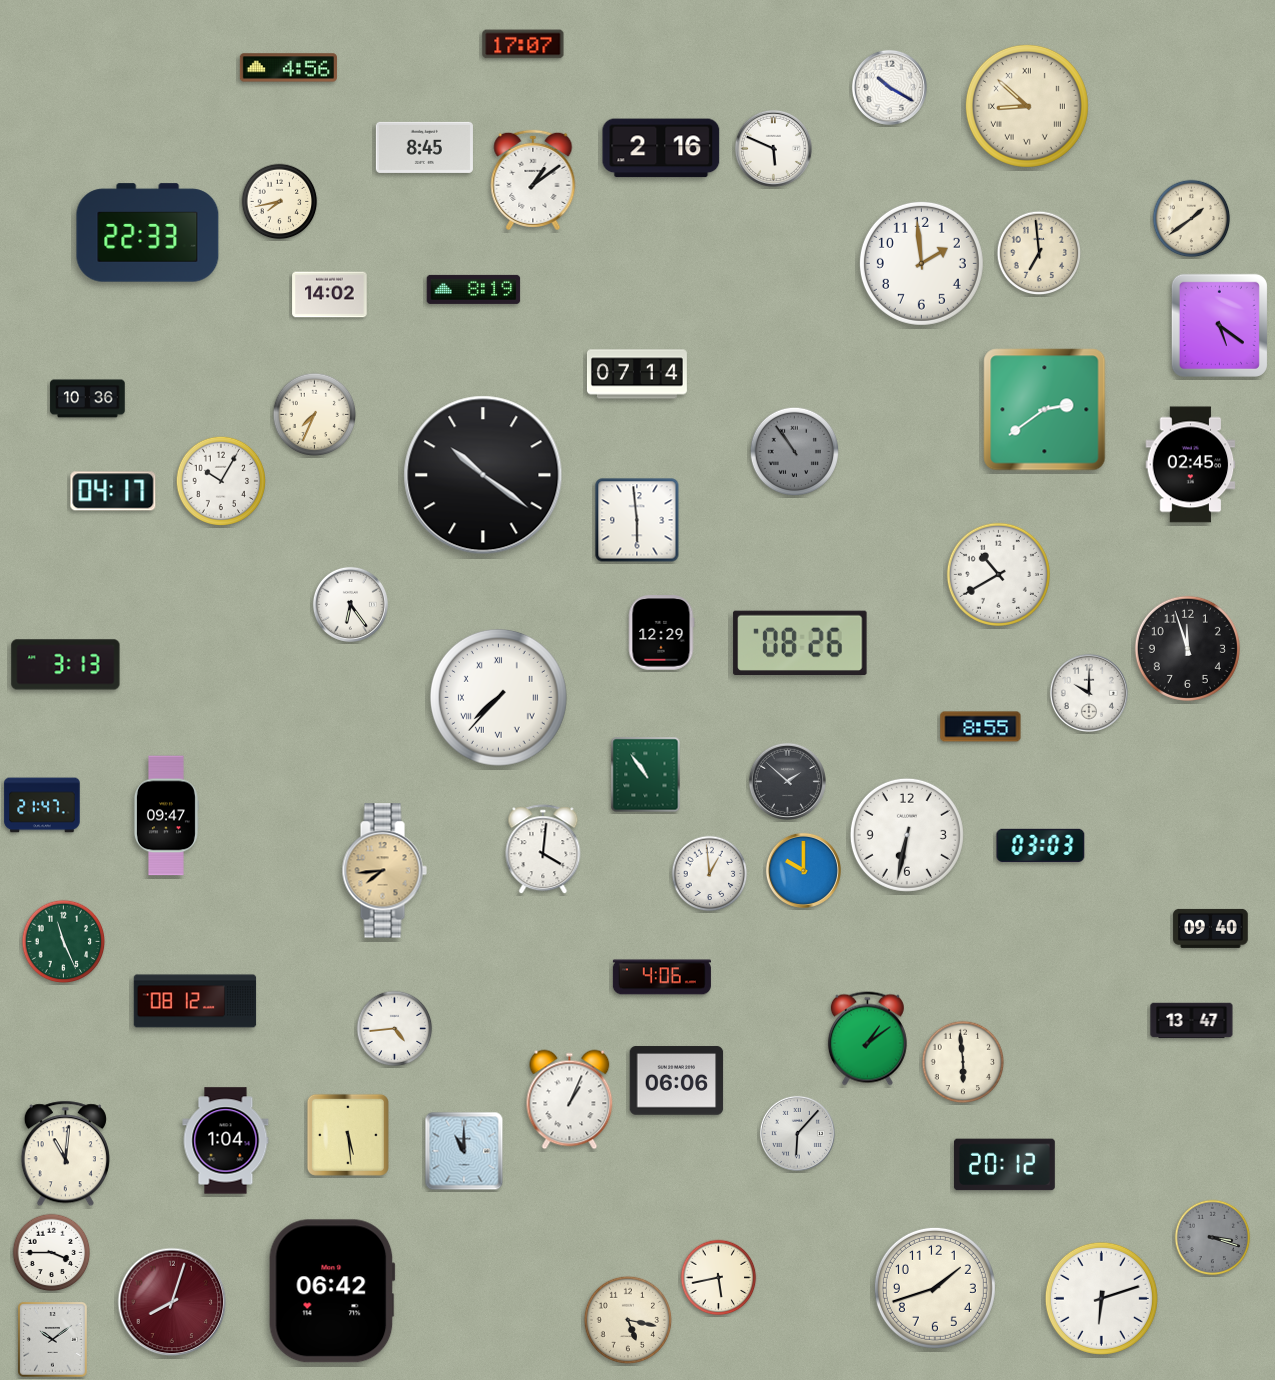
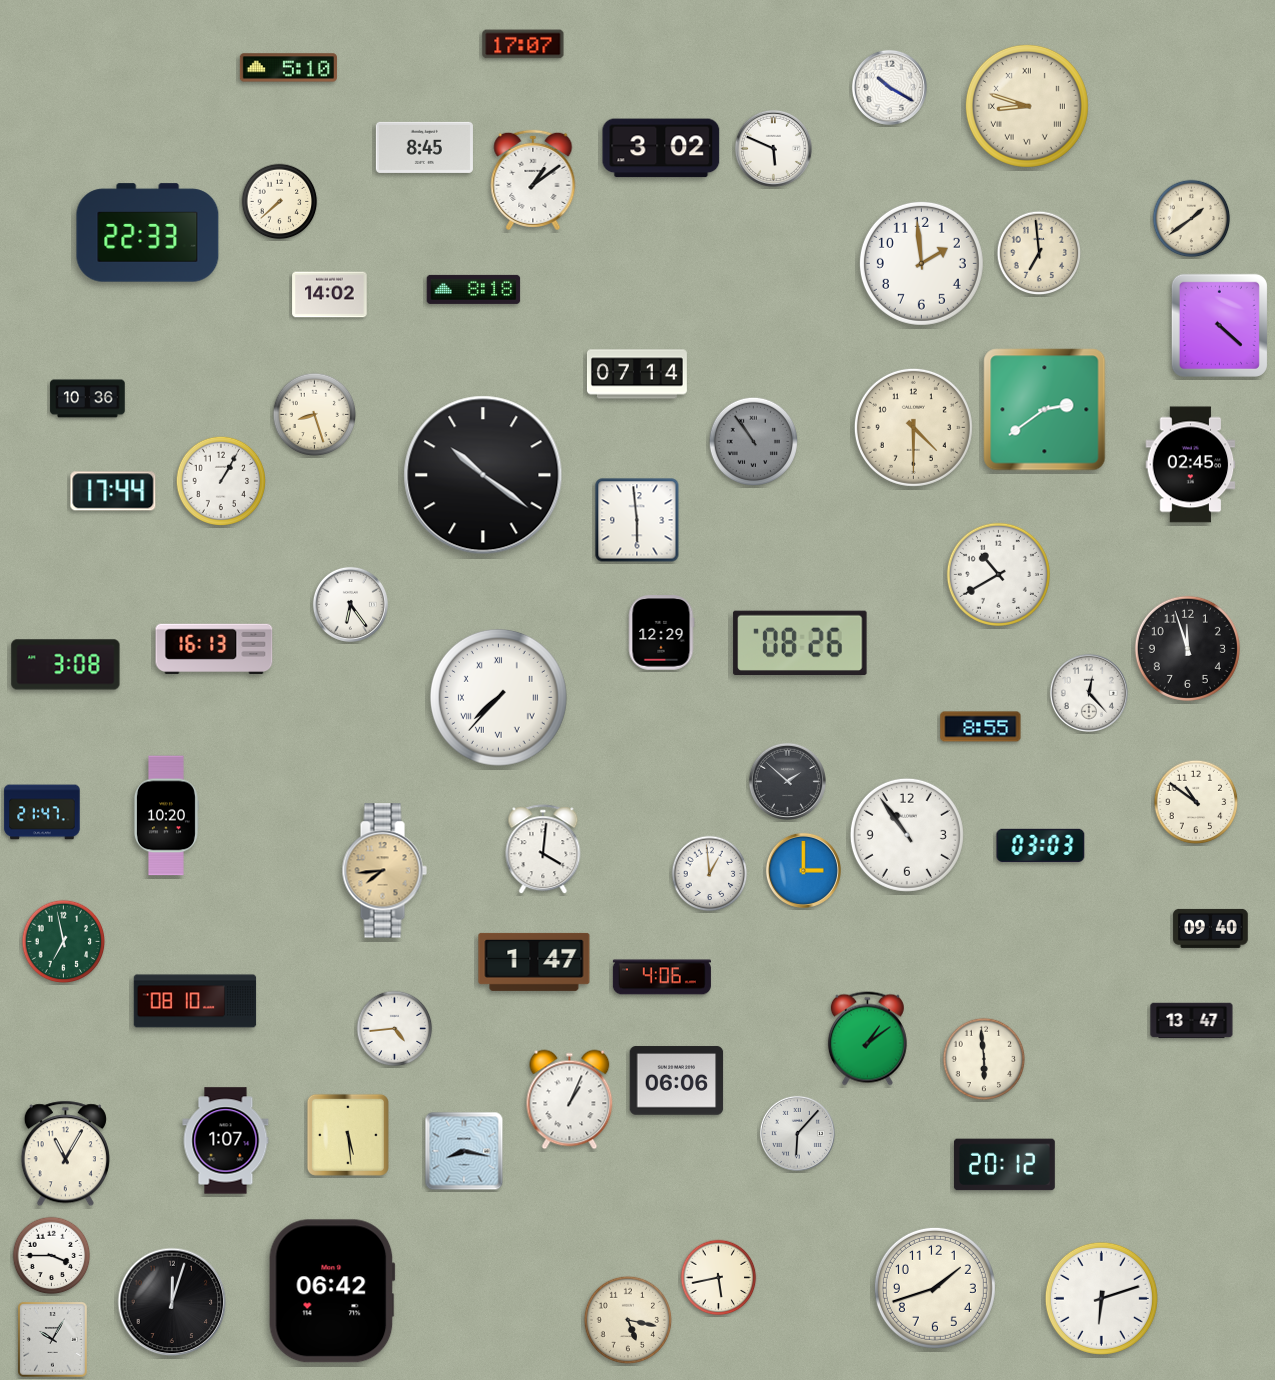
clock at (288, 68): 4:56 -> 5:10
clock at (1027, 106): 8:52 -> 8:48
clock at (661, 148): 2:16 -> 3:02
clock at (280, 202): 7:43 -> 7:38
clock at (474, 289): 8:19 -> 8:18
clock at (1219, 325): 5:21 -> 4:22
clock at (315, 415): 7:34 -> 8:27
clock at (913, 427): none -> 4:30
clock at (795, 452) position: (795, 452) -> (754, 442)
clock at (220, 480): 10:05 -> 1:05
clock at (113, 491): 04:17 -> 17:44
clock at (214, 649): none -> 16:13
clock at (66, 665): 3:13 -> 3:08
clock at (1089, 693): 10:00 -> 12:23
clock at (646, 775): 10:54 -> none
clock at (1196, 802): none -> 10:51
clock at (42, 805) position: (42, 805) -> (42, 812)
clock at (166, 816): 09:47 -> 10:20
clock at (907, 835): 6:32 -> 10:54
clock at (803, 870): 10:00 -> 3:00
clock at (64, 942): 11:26 -> 6:58
clock at (534, 962): none -> 1:47
clock at (195, 1001): 08:12 -> 08:10
clock at (963, 1062) position: (963, 1062) -> (984, 1059)
clock at (226, 1141): 1:04 -> 1:07
clock at (464, 1151): 11:00 -> 8:17
clock at (65, 1154): 11:01 -> 11:05
clock at (1213, 1238): 3:18 -> none
clock at (52, 1253) position: (52, 1253) -> (52, 1256)
clock at (172, 1302): 8:03 -> 12:03
clock at (172, 1302) dial: burgundy -> black
clock at (53, 1340): 10:09 -> 10:05
